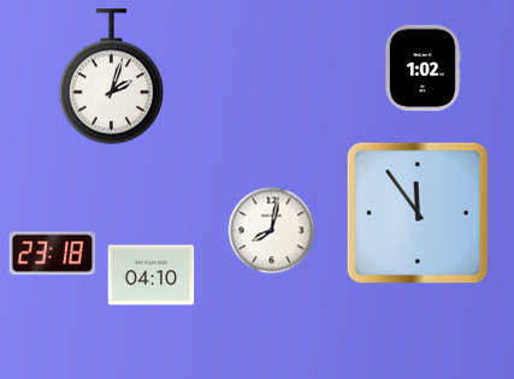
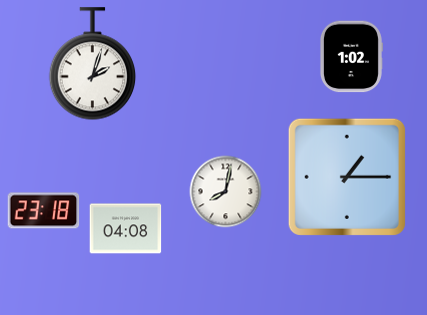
clock at (418, 213): 11:54 -> 1:15
clock at (152, 276): 04:10 -> 04:08
